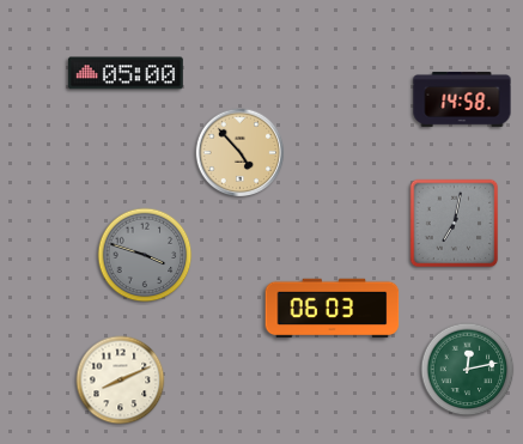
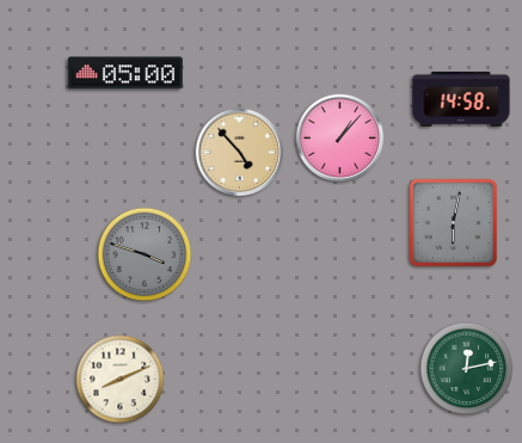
clock at (340, 139): none -> 1:07
clock at (455, 224): 7:02 -> 6:02
clock at (333, 309): 06:03 -> none
